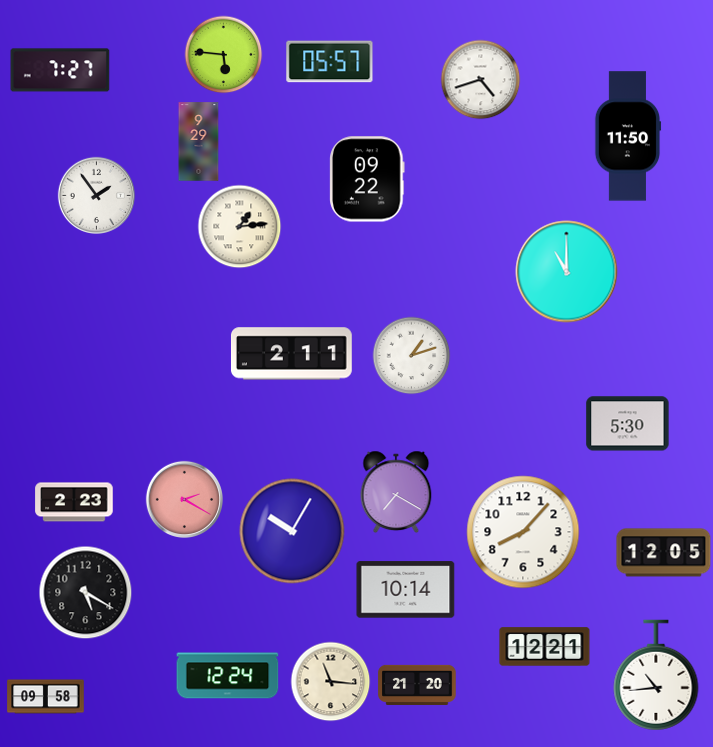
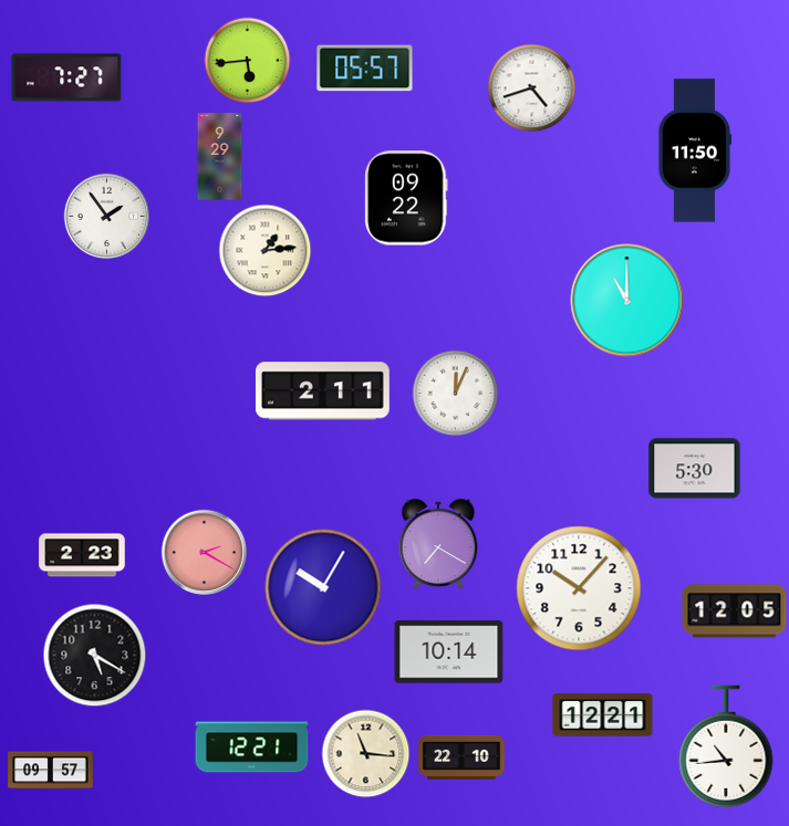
clock at (223, 54): 5:46 -> 5:44
clock at (411, 355): 1:12 -> 12:04
clock at (523, 532): 8:07 -> 10:07
clock at (228, 676): 12:24 -> 12:21
clock at (417, 685): 21:20 -> 22:10
clock at (46, 697): 09:58 -> 09:57
